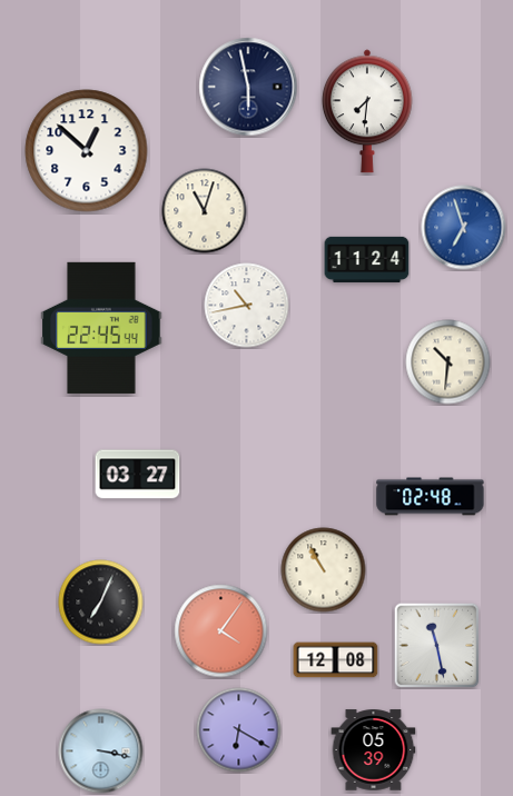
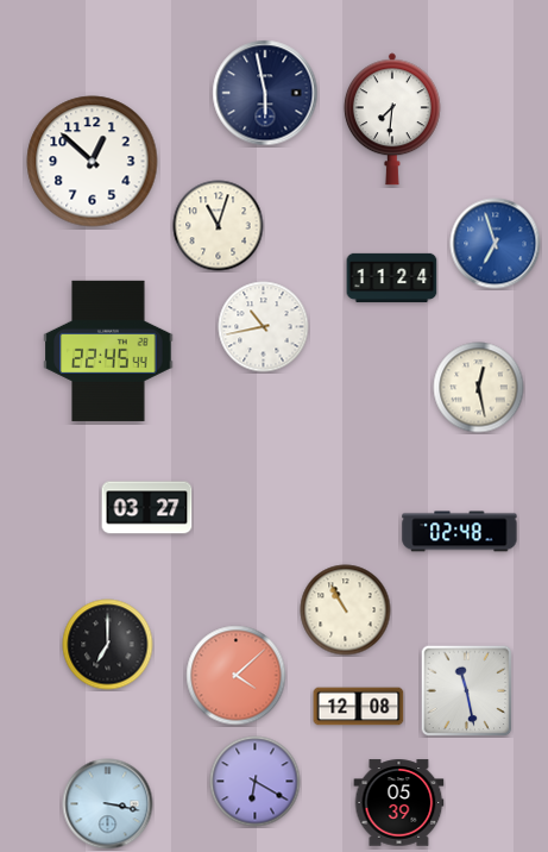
clock at (448, 362): 10:31 -> 12:28
clock at (101, 603): 7:04 -> 7:00
clock at (221, 631): 4:06 -> 4:08
